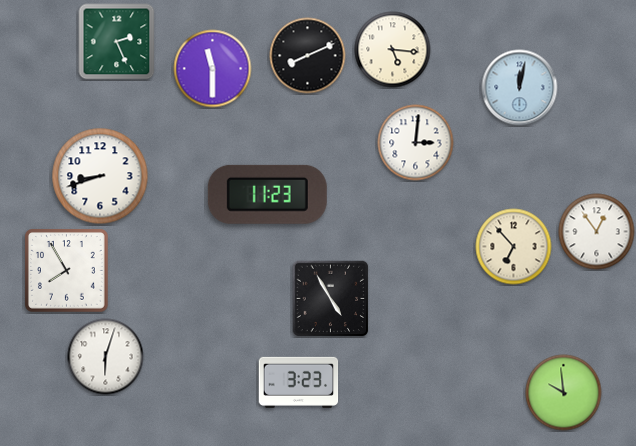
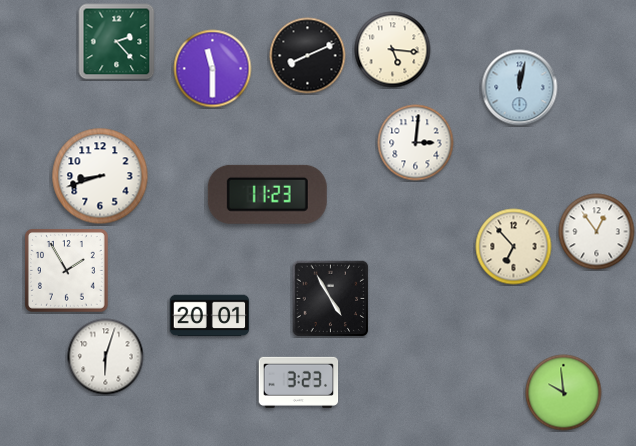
clock at (117, 42): 2:26 -> 2:23
clock at (67, 271): 7:55 -> 1:55
clock at (210, 316): none -> 20:01
